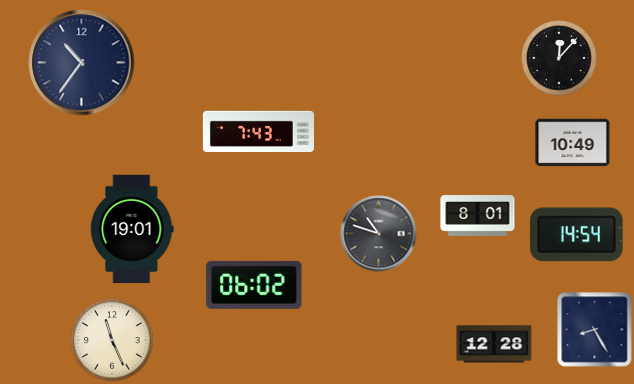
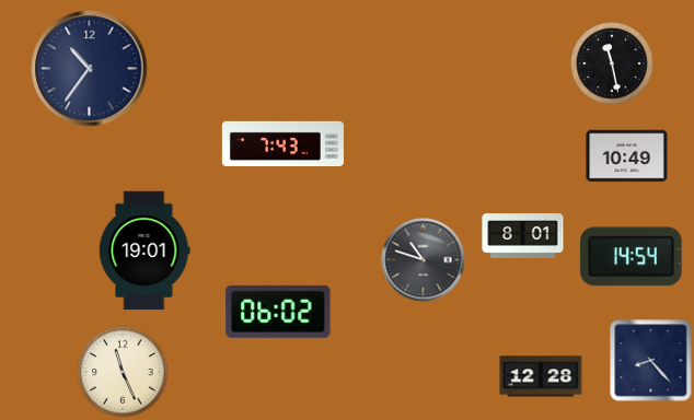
clock at (559, 58): 12:07 -> 11:28
clock at (379, 234) position: (379, 234) -> (424, 260)
clock at (595, 330): 8:25 -> 8:23
